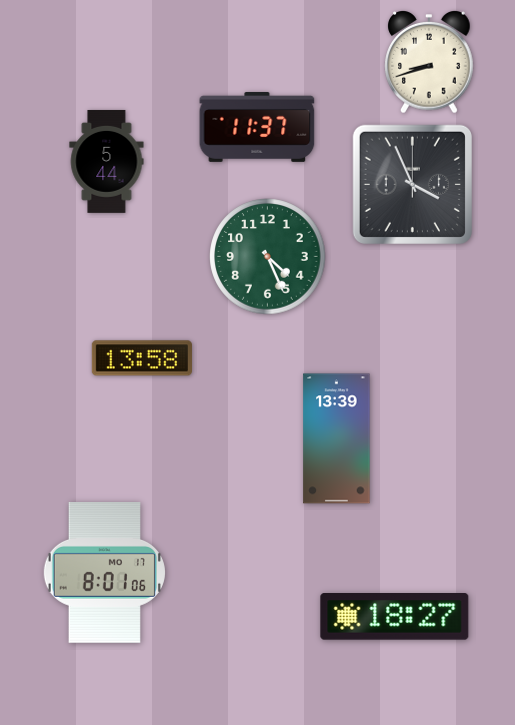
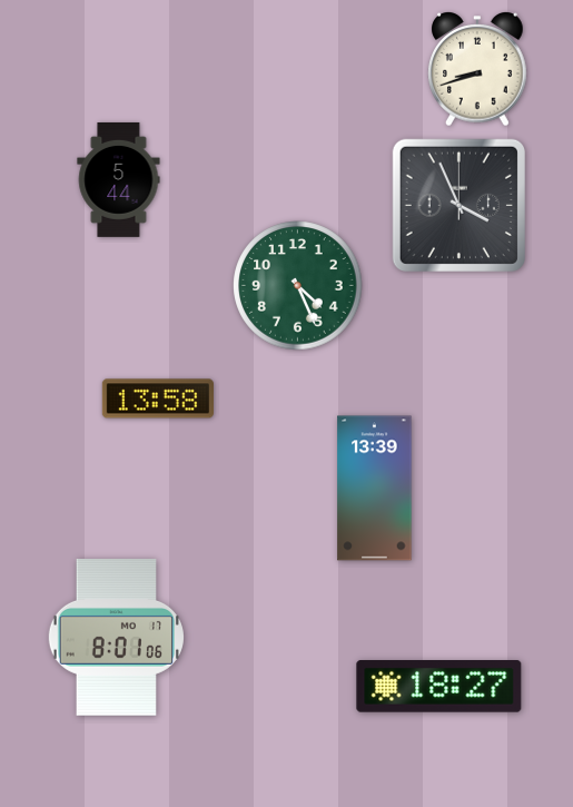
clock at (257, 127): 11:37 -> none
